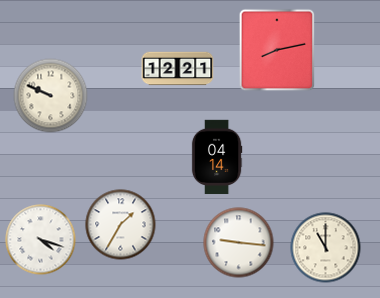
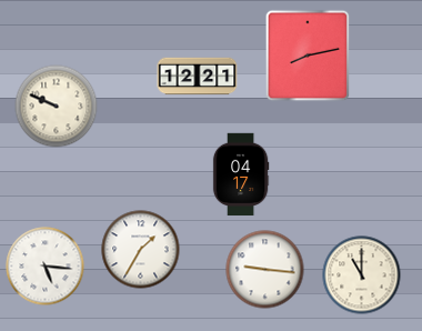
clock at (217, 157): 04:14 -> 04:17
clock at (121, 225) position: (121, 225) -> (141, 250)
clock at (41, 240): 4:18 -> 5:16
